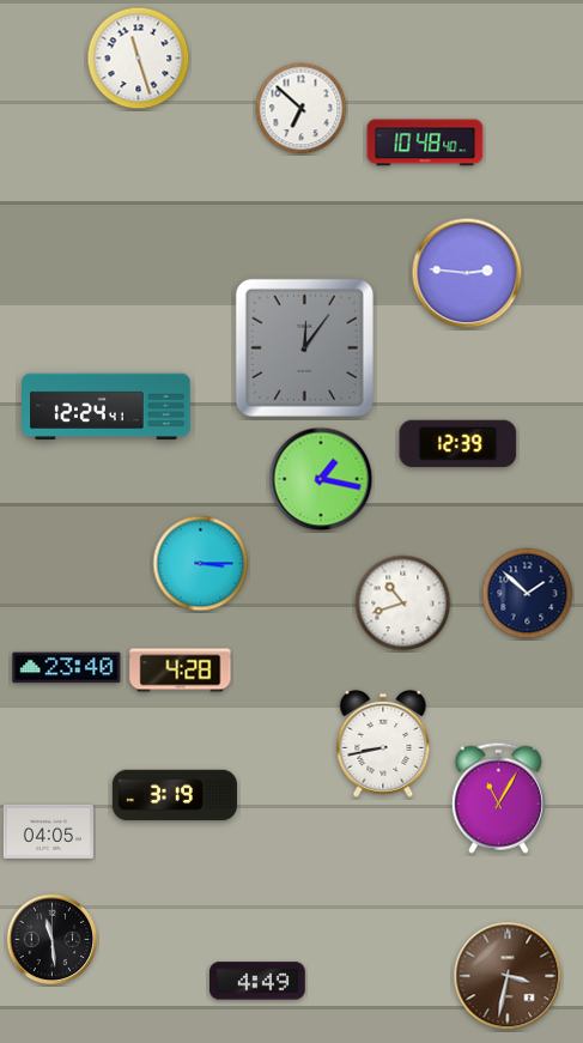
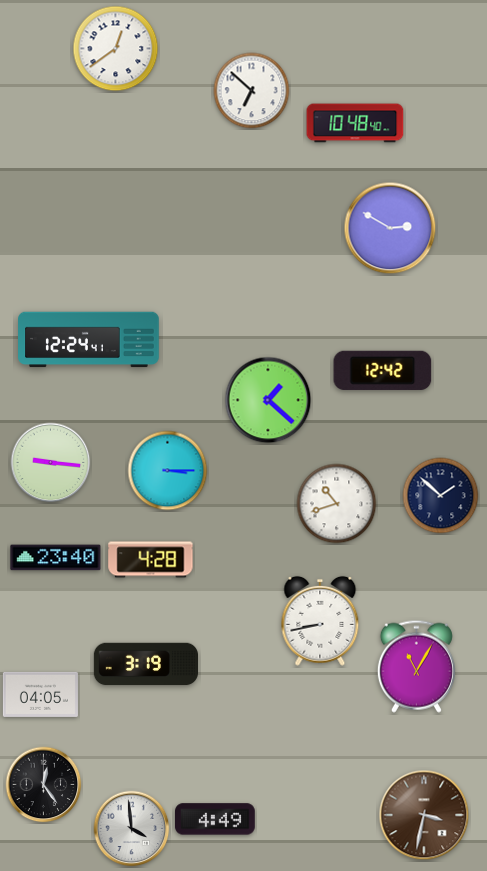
clock at (139, 59): 11:27 -> 12:39
clock at (425, 142) position: (425, 142) -> (355, 123)
clock at (467, 273): 2:46 -> 2:50
clock at (304, 347): 12:06 -> none
clock at (458, 443): 12:39 -> 12:42
clock at (321, 479): 1:17 -> 1:22
clock at (51, 463): none -> 9:16
clock at (53, 940): 11:29 -> 12:24
clock at (132, 829): none -> 3:59
